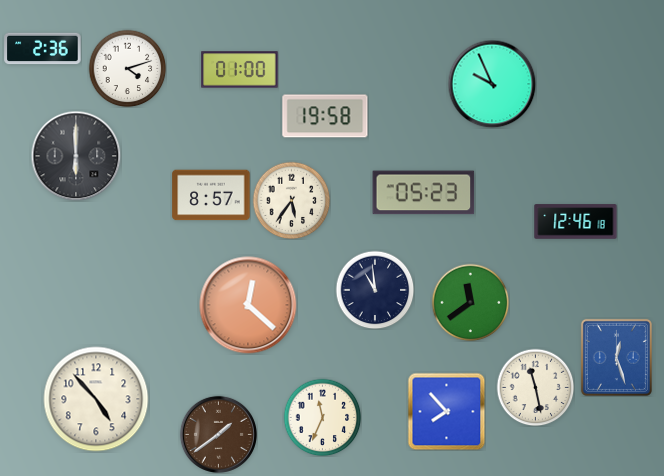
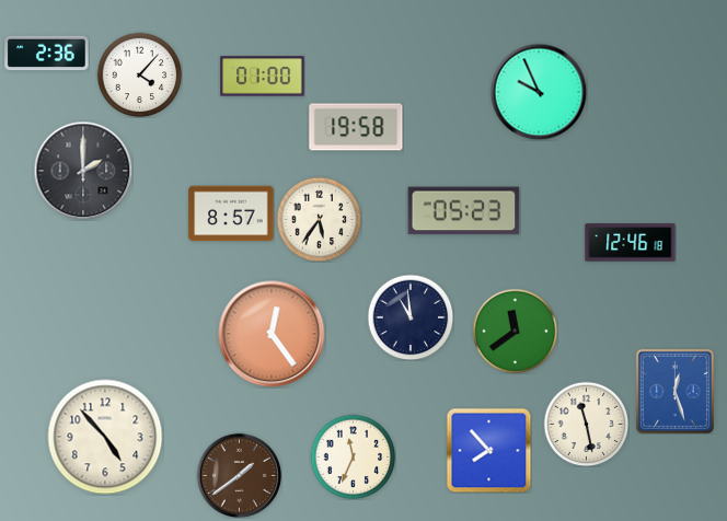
clock at (127, 68): 4:12 -> 4:07
clock at (76, 156): 6:00 -> 2:00
clock at (248, 305): 12:22 -> 12:24
